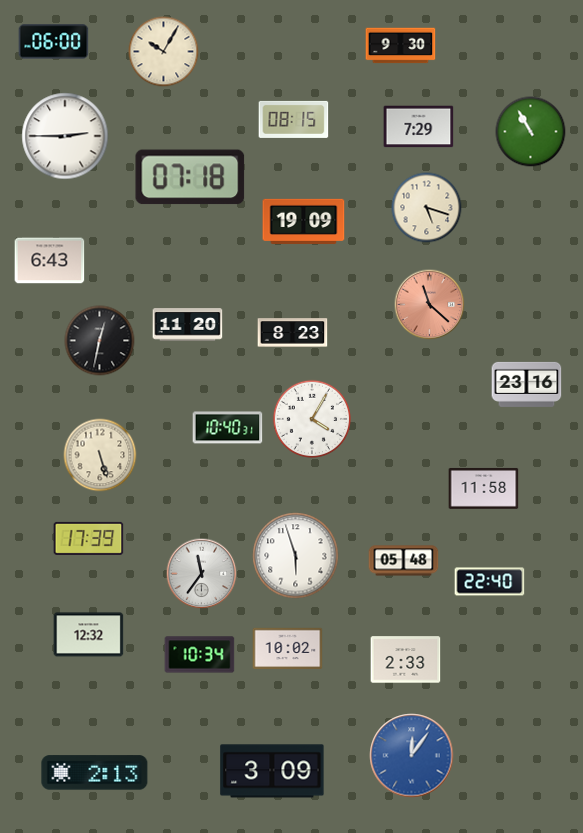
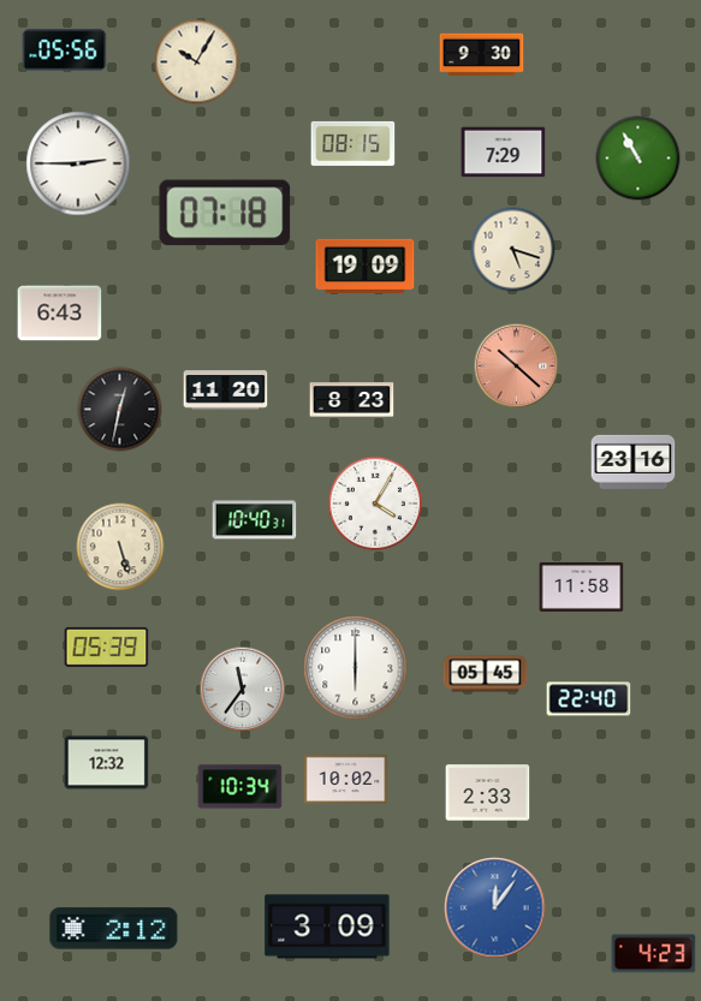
clock at (54, 42): 06:00 -> 05:56
clock at (190, 177) position: (190, 177) -> (225, 213)
clock at (430, 305): 11:22 -> 10:22
clock at (228, 428) position: (228, 428) -> (255, 520)
clock at (89, 538): 17:39 -> 05:39
clock at (296, 556): 5:57 -> 6:00
clock at (404, 561): 05:48 -> 05:45
clock at (95, 773): 2:13 -> 2:12
clock at (654, 954): none -> 4:23
